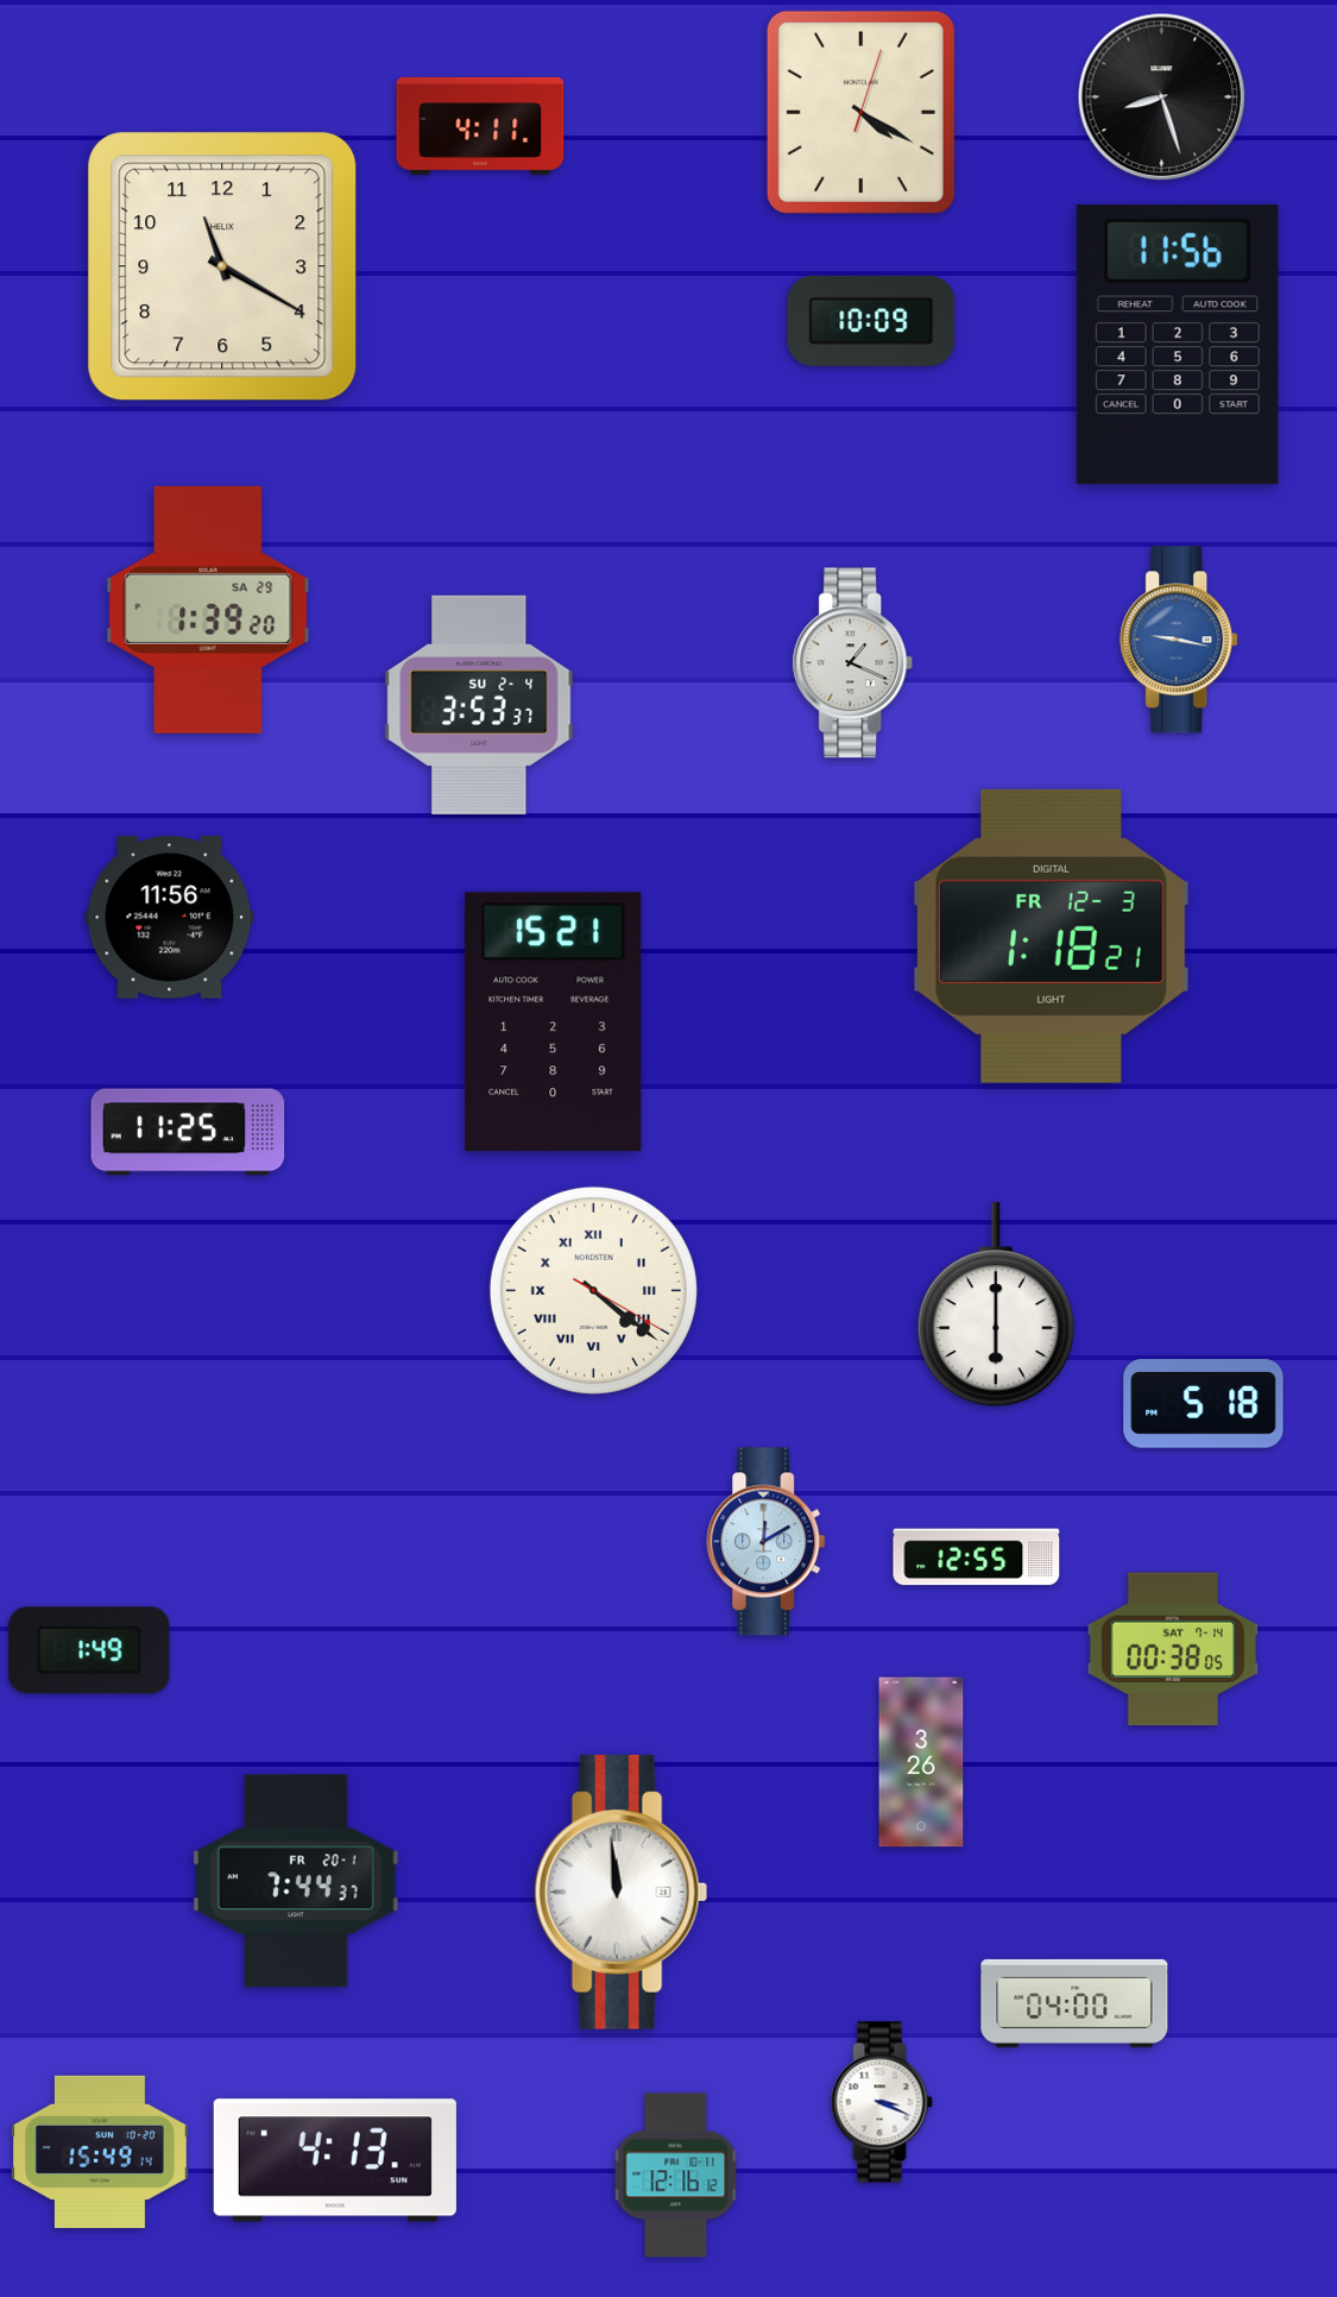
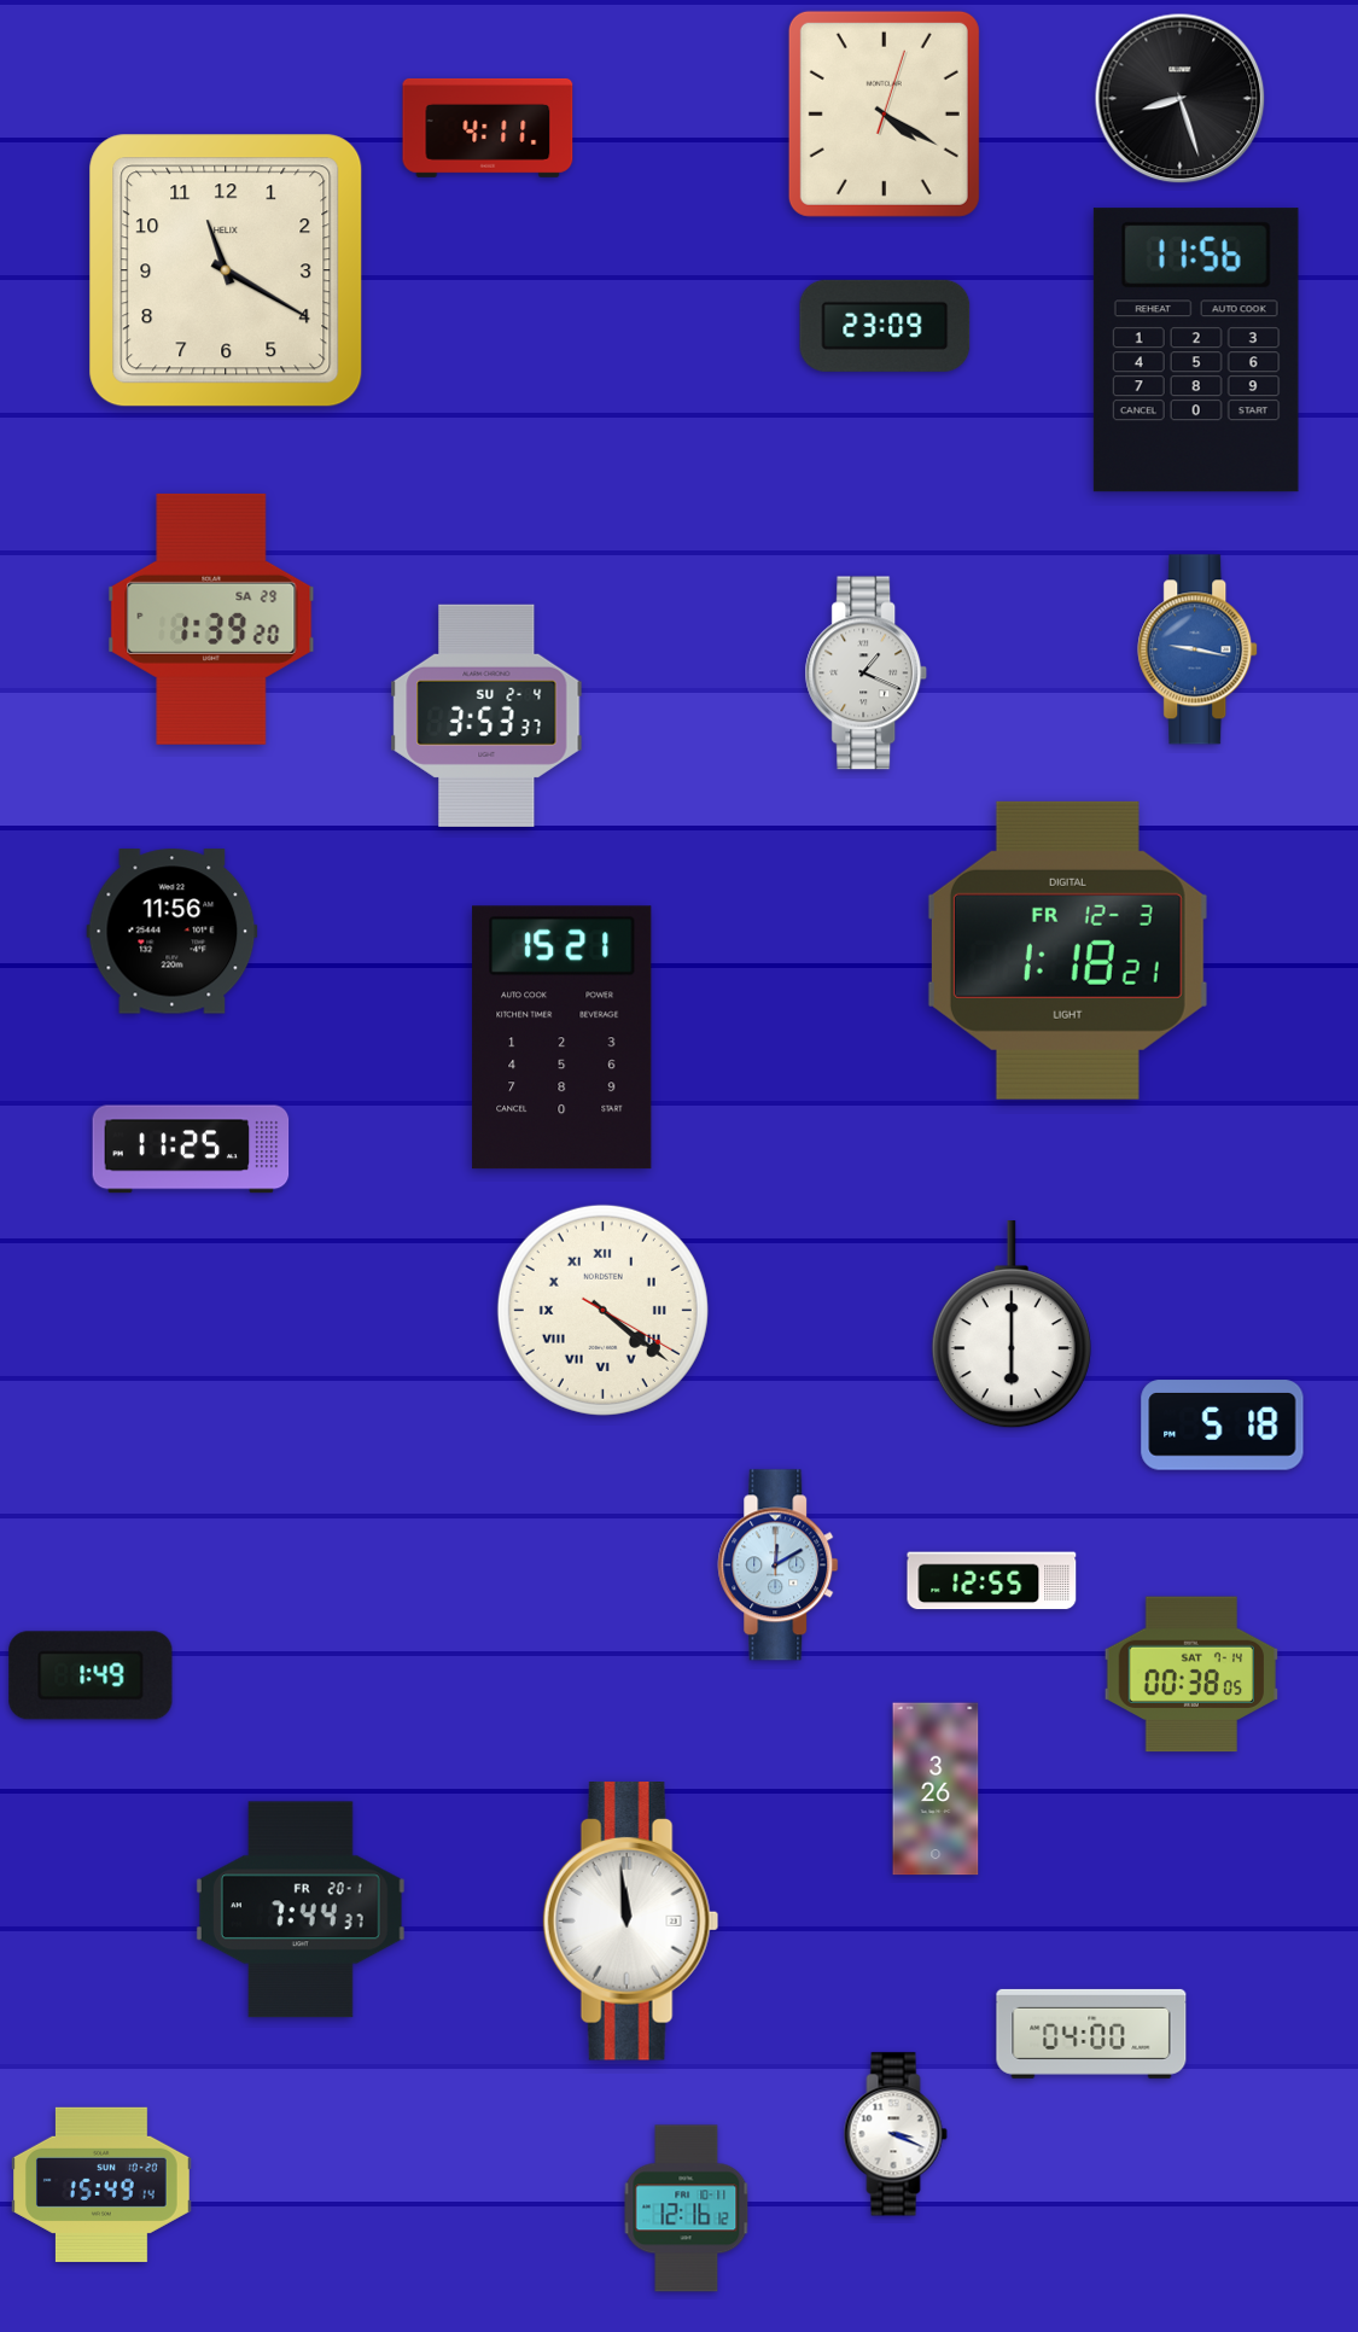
clock at (860, 112) position: (860, 112) -> (884, 113)
clock at (871, 321): 10:09 -> 23:09
clock at (335, 2160): 4:13 -> none
